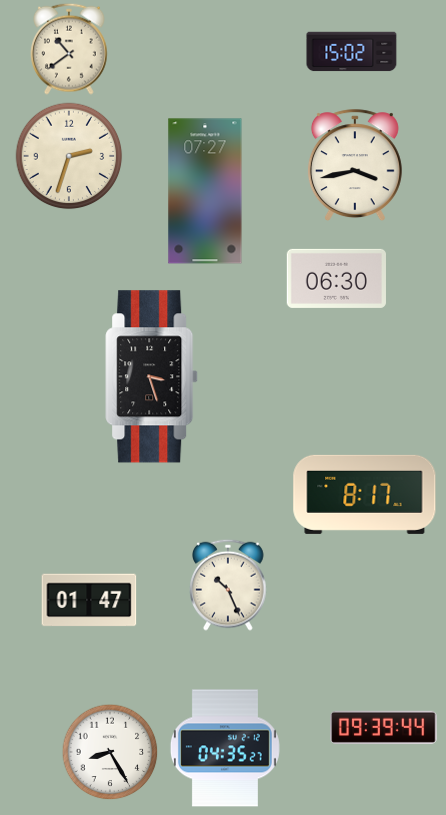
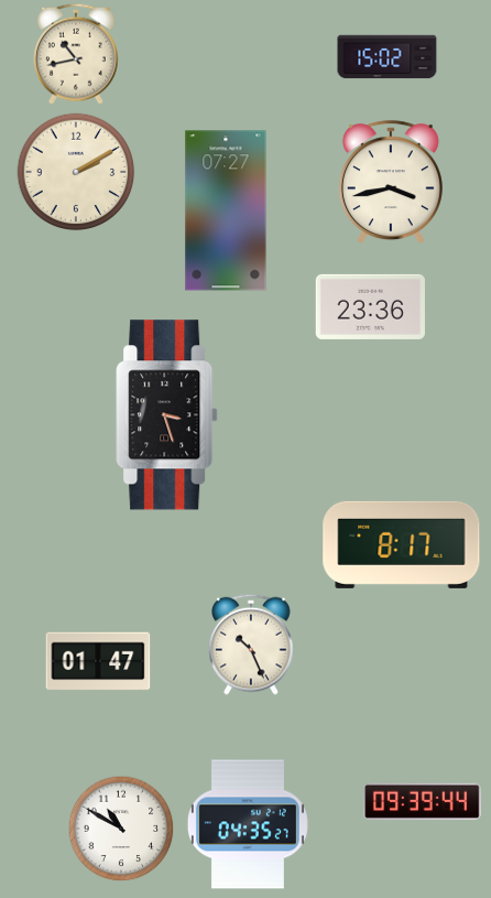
clock at (69, 49): 10:39 -> 10:43
clock at (69, 156): 2:33 -> 2:10
clock at (336, 278): 06:30 -> 23:36
clock at (110, 752): 8:25 -> 10:50
